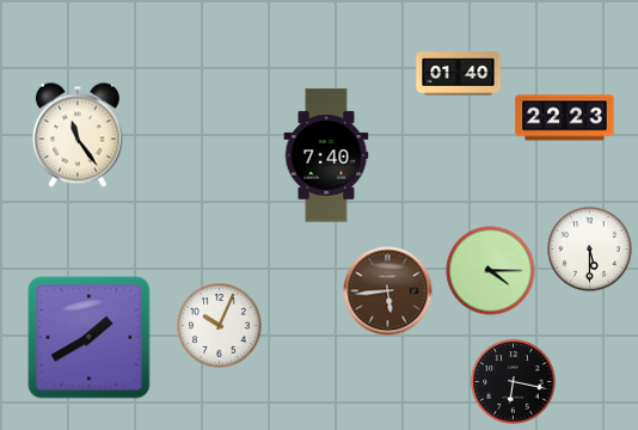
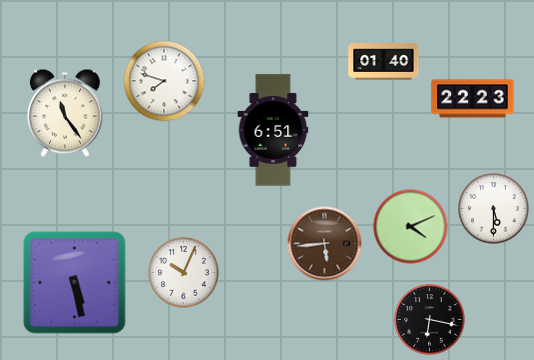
clock at (164, 81): none -> 7:48
clock at (326, 155): 7:40 -> 6:51
clock at (491, 271): 4:15 -> 4:11
clock at (90, 338): 1:40 -> 5:28
